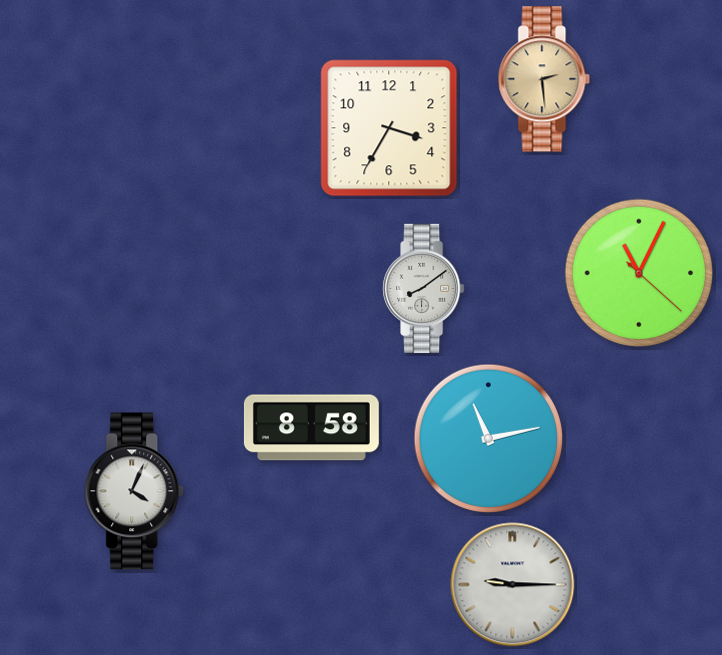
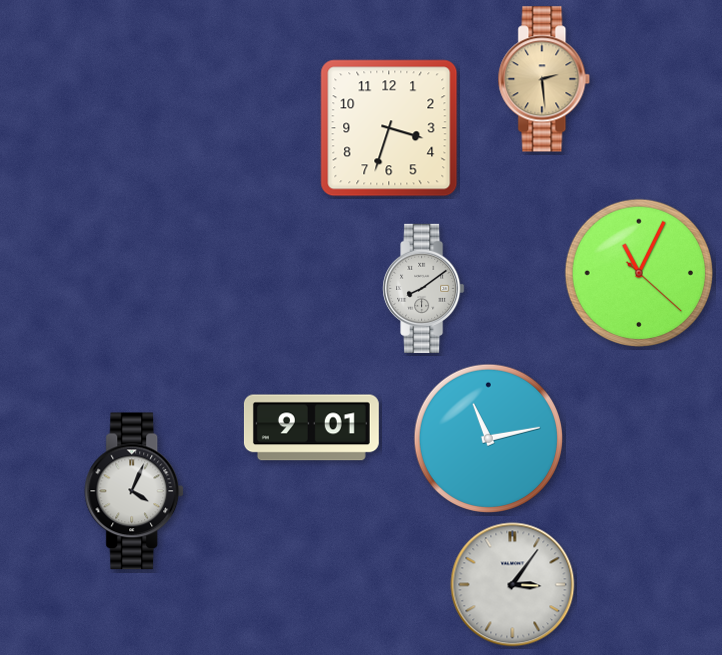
clock at (389, 128): 3:35 -> 3:33
clock at (311, 428): 8:58 -> 9:01
clock at (513, 585): 9:15 -> 3:06
